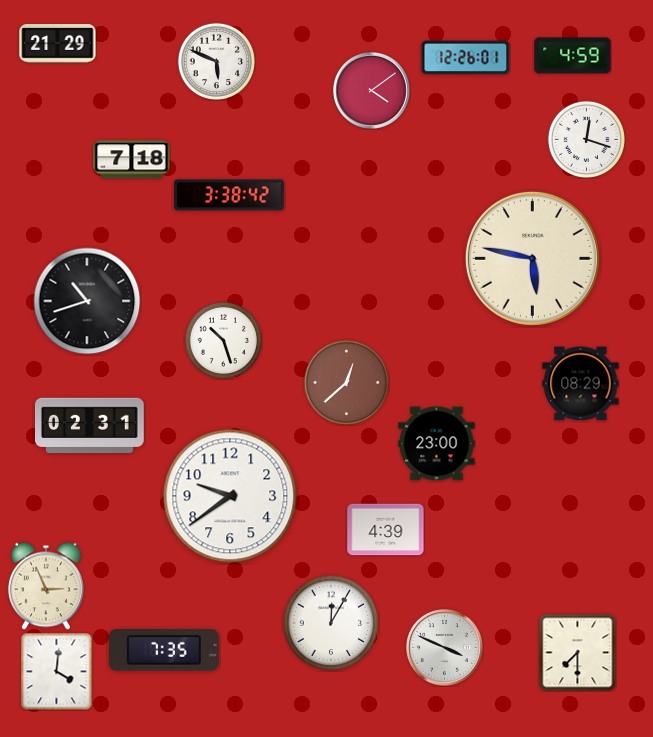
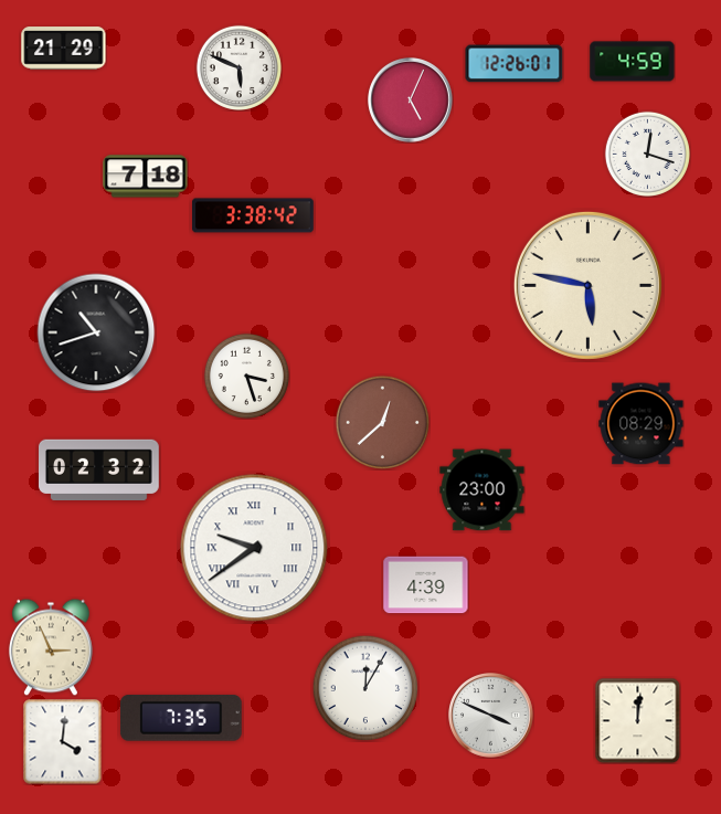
clock at (372, 91): 4:09 -> 5:04
clock at (223, 340): 10:27 -> 3:27
clock at (90, 425): 02:31 -> 02:32
clock at (230, 496) numerals: Arabic -> Roman
clock at (577, 652): 7:30 -> 12:01
